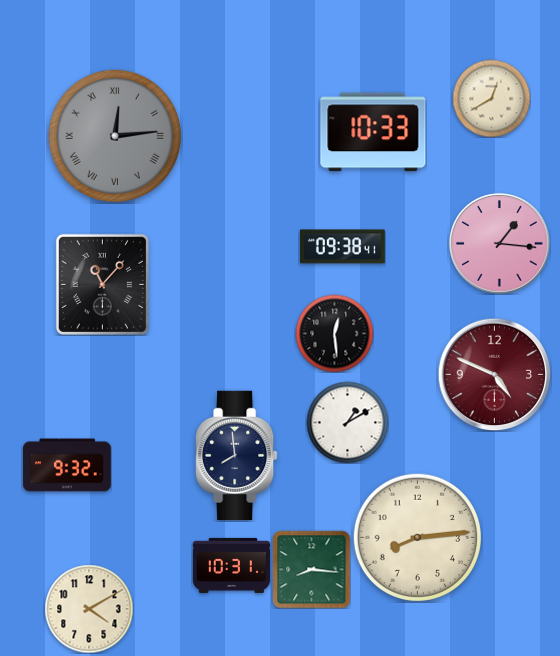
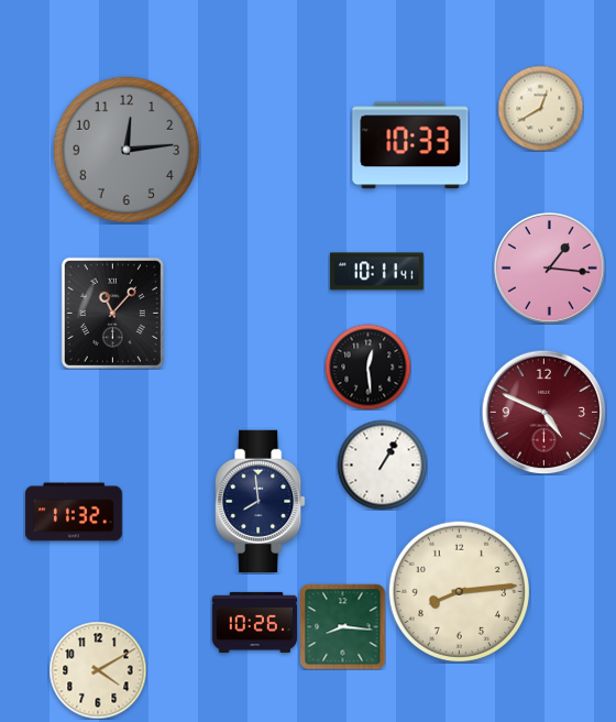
clock at (115, 136) numerals: Roman -> Arabic
clock at (342, 247): 09:38 -> 10:11
clock at (347, 422): 1:10 -> 1:05
clock at (67, 465): 9:32 -> 11:32
clock at (231, 565): 10:31 -> 10:26
